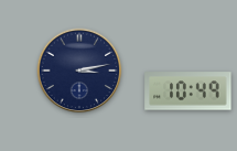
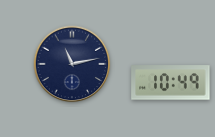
clock at (79, 71): 3:13 -> 11:13
